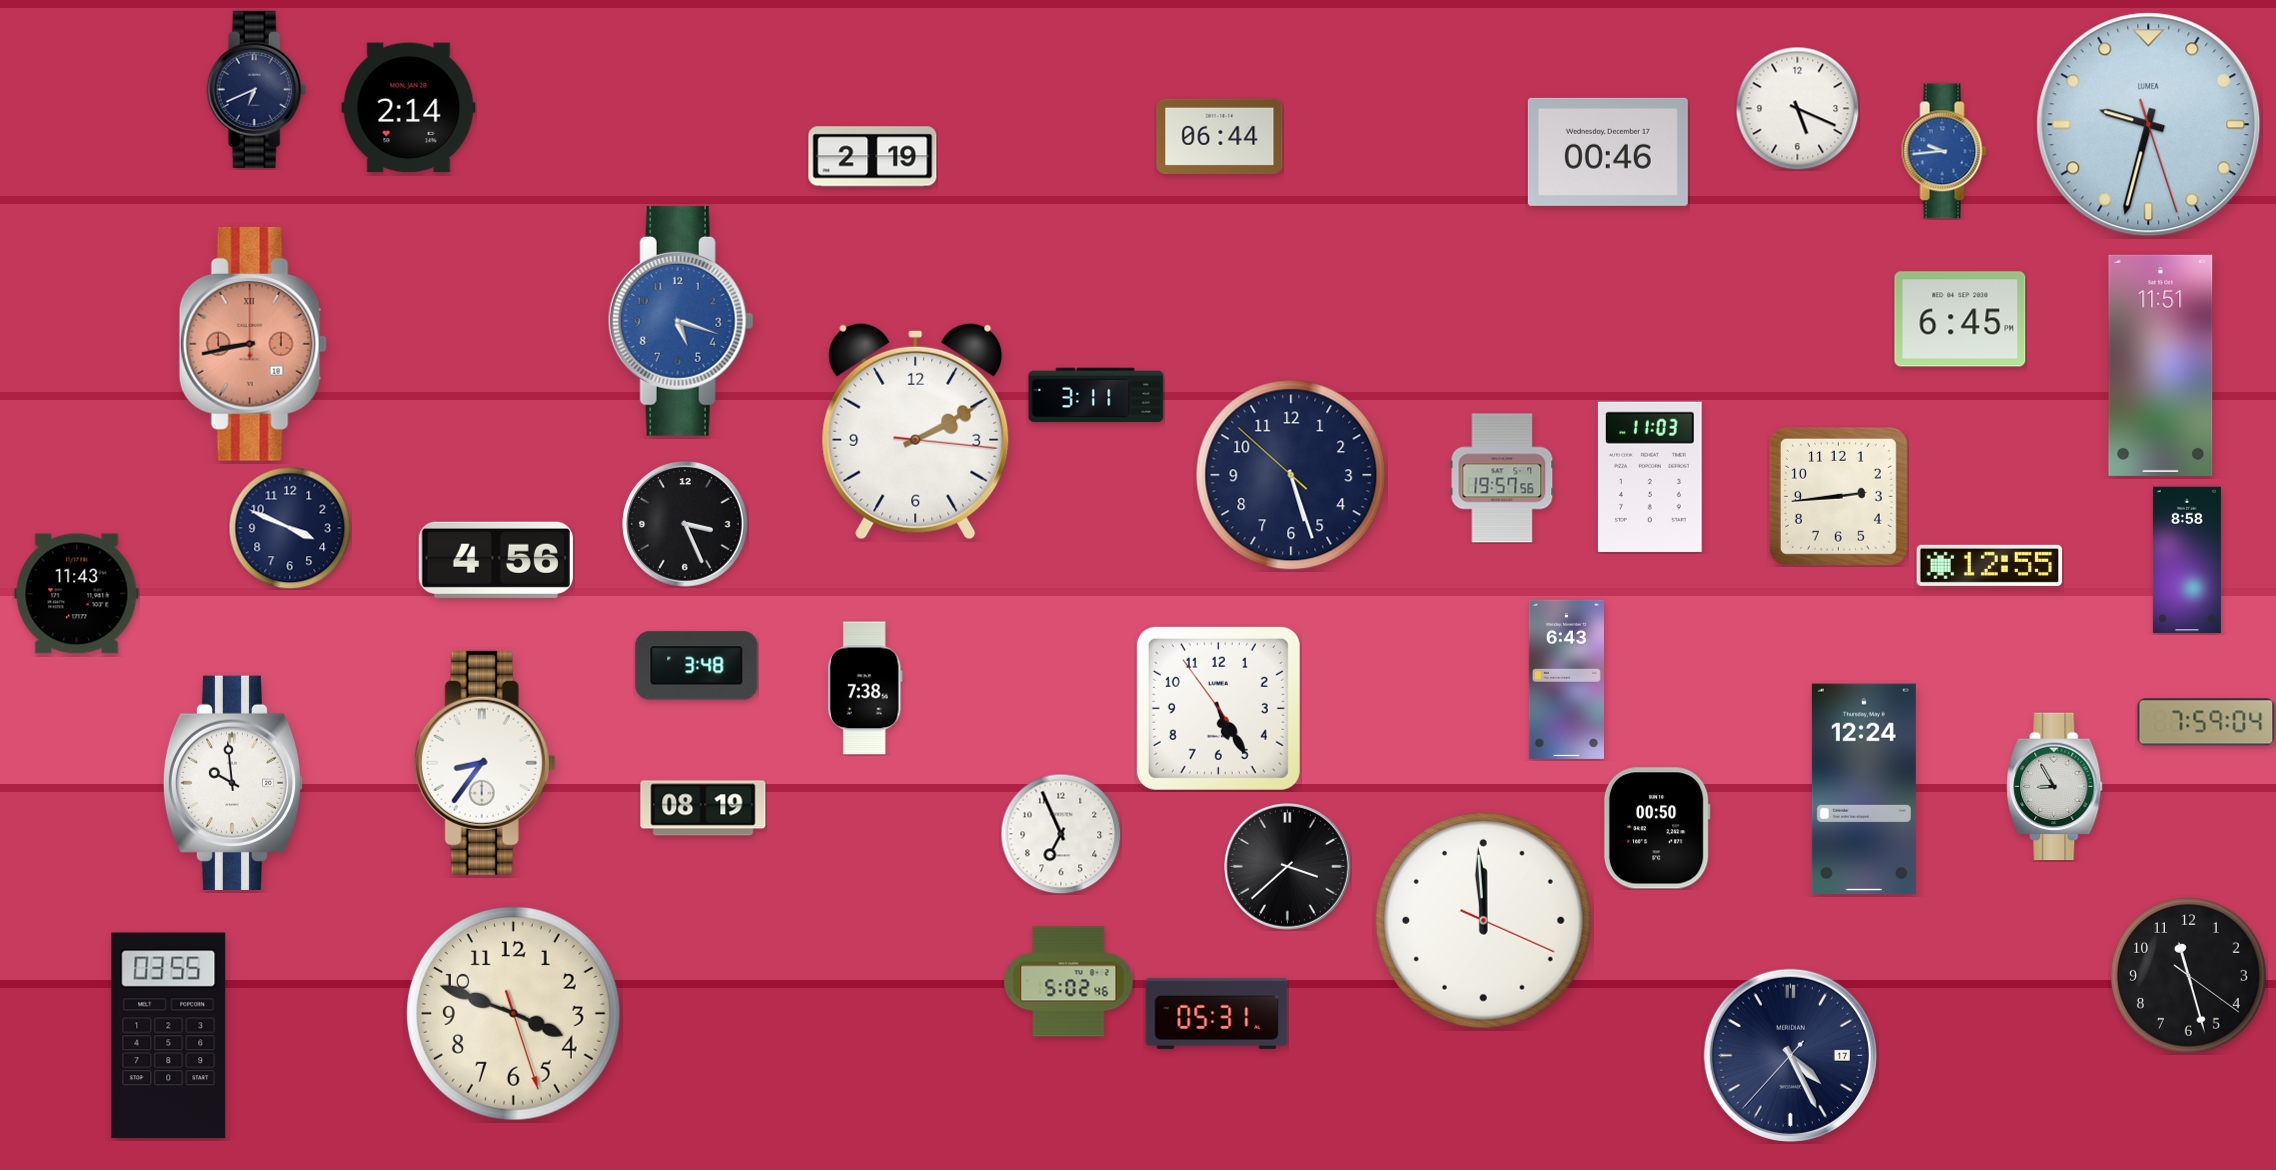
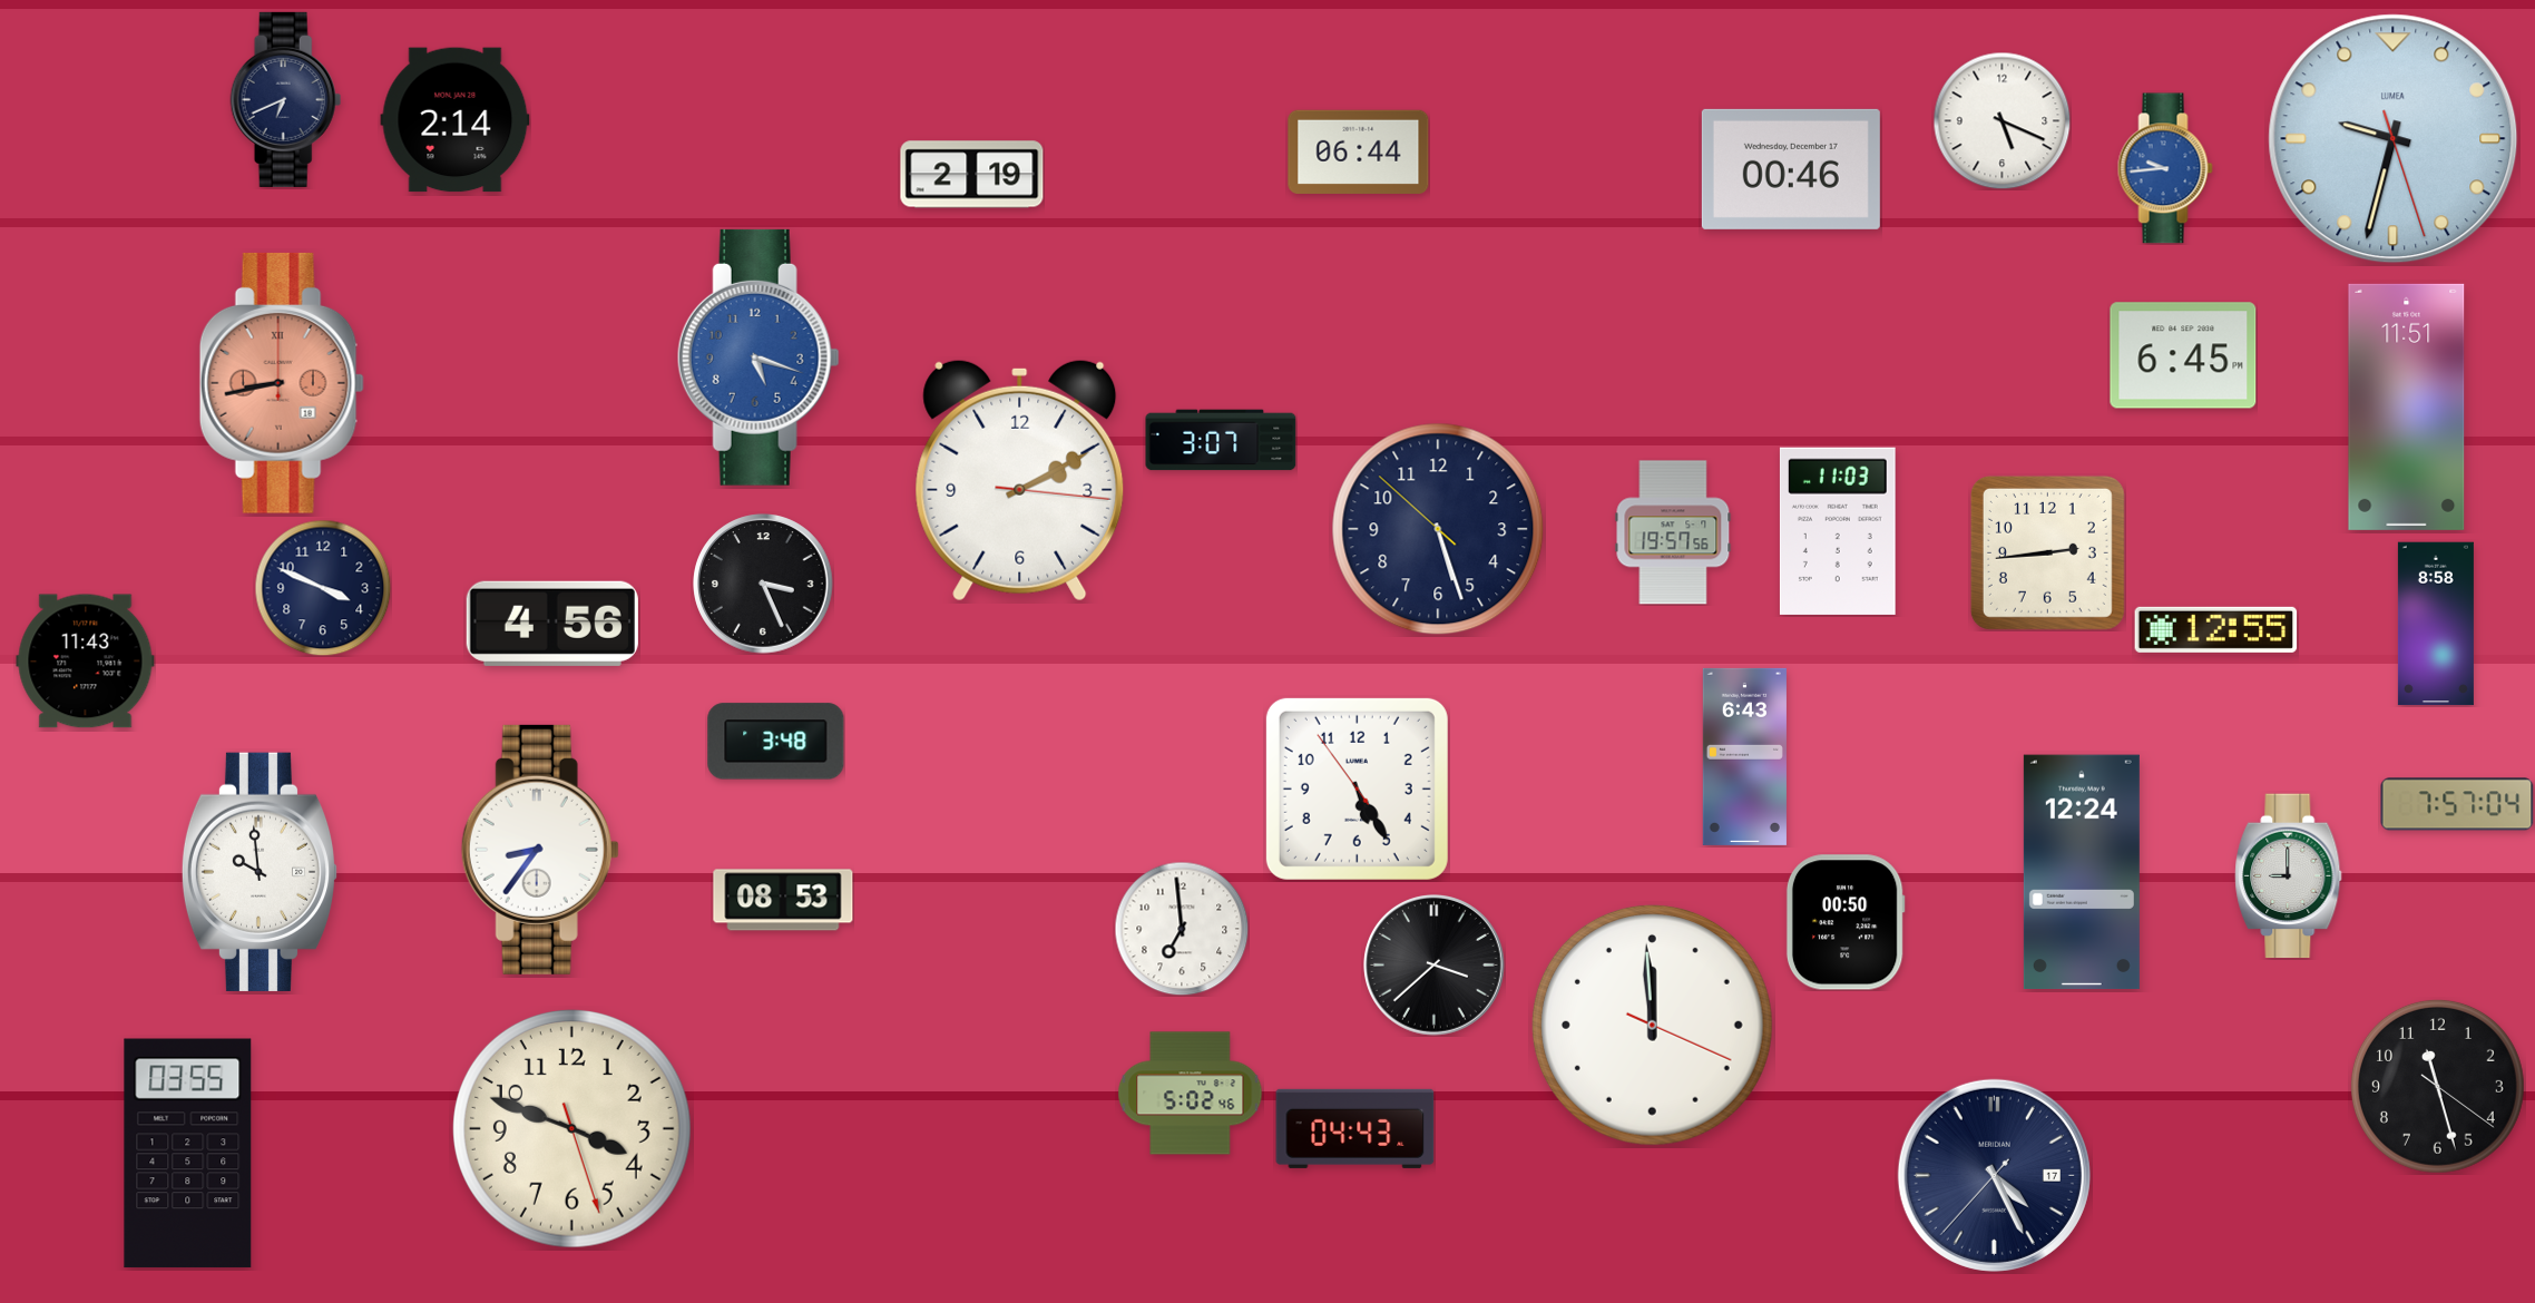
clock at (1096, 395): 3:11 -> 3:07
clock at (865, 688): 7:38 -> none
clock at (2206, 722): 7:59 -> 7:57
clock at (2055, 787): 8:55 -> 9:00
clock at (1864, 789) position: (1864, 789) -> (2082, 872)
clock at (703, 808): 08:19 -> 08:53
clock at (1061, 834): 6:56 -> 6:59
clock at (1217, 1013): 05:31 -> 04:43
